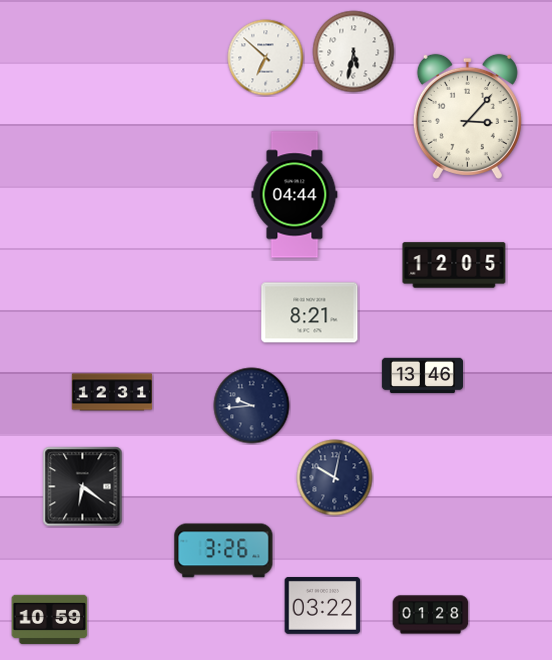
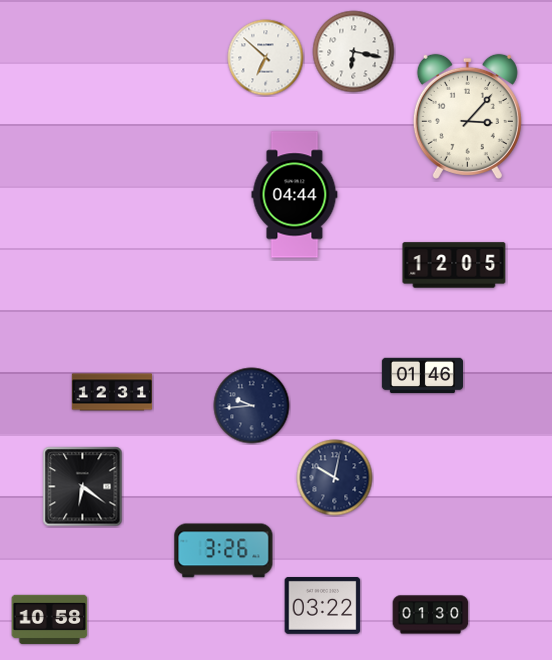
clock at (354, 52): 5:32 -> 6:17
clock at (310, 313): 8:21 -> none
clock at (422, 376): 13:46 -> 01:46
clock at (431, 615): 01:28 -> 01:30
clock at (50, 619): 10:59 -> 10:58
